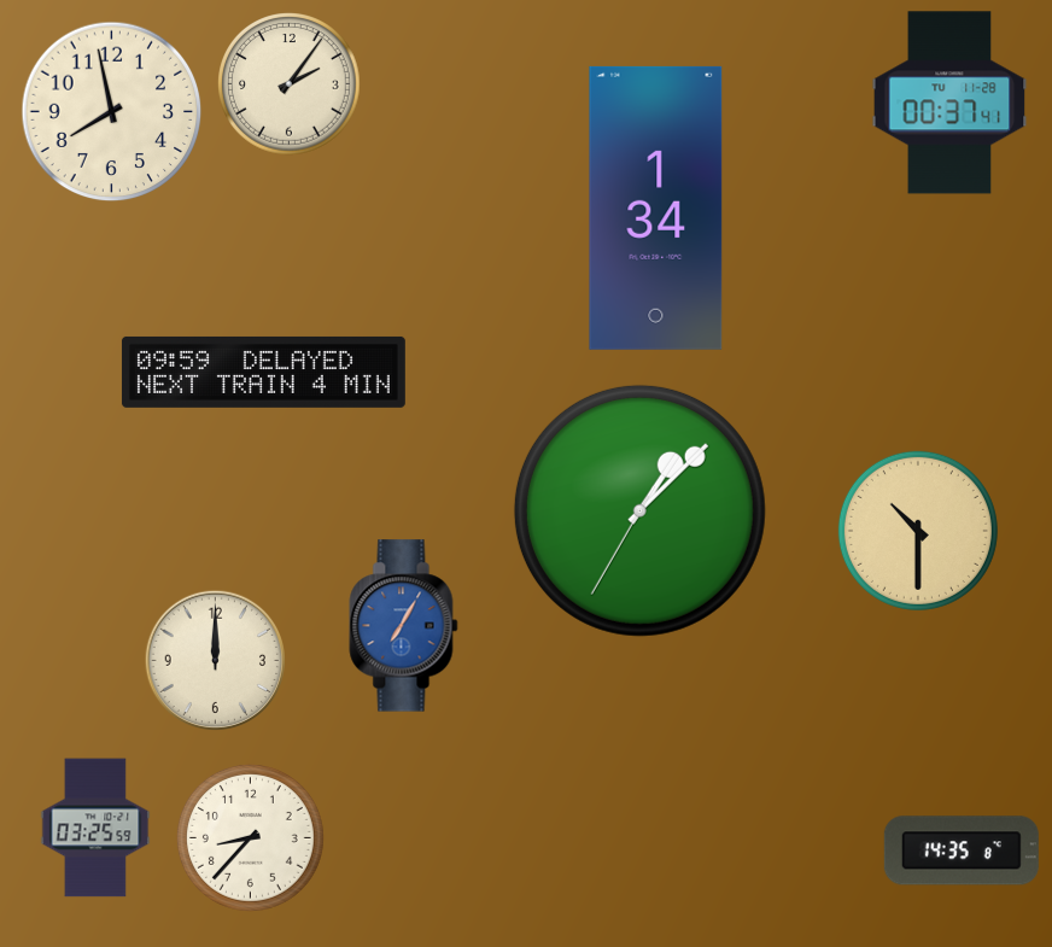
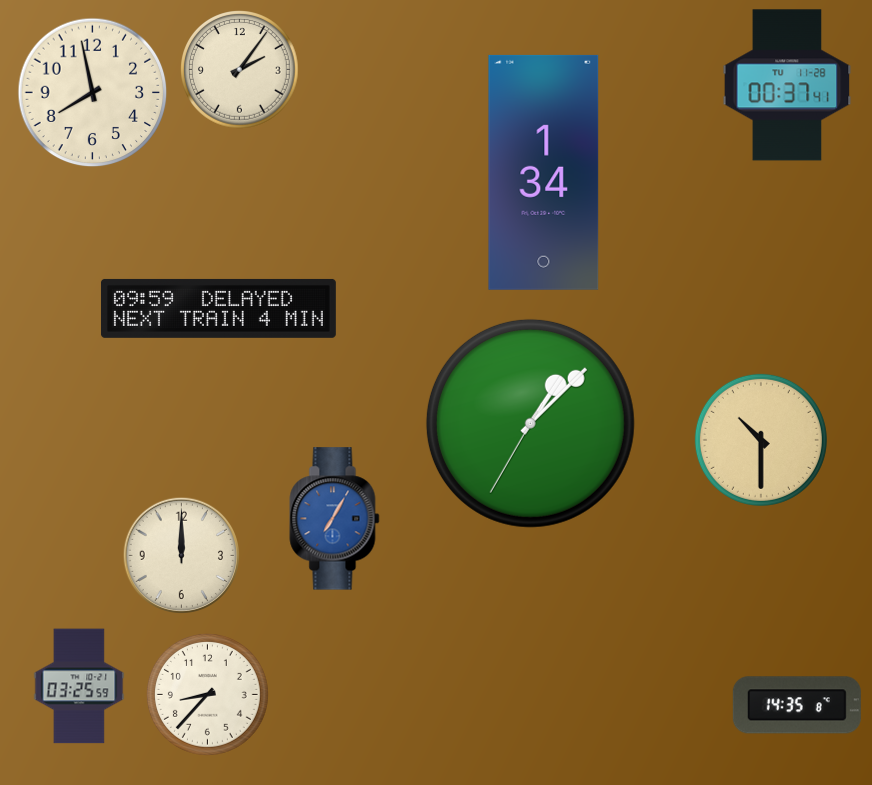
clock at (215, 660) position: (215, 660) -> (181, 555)
